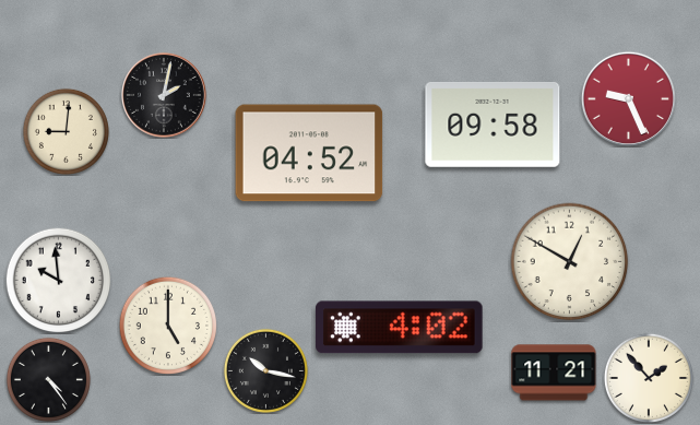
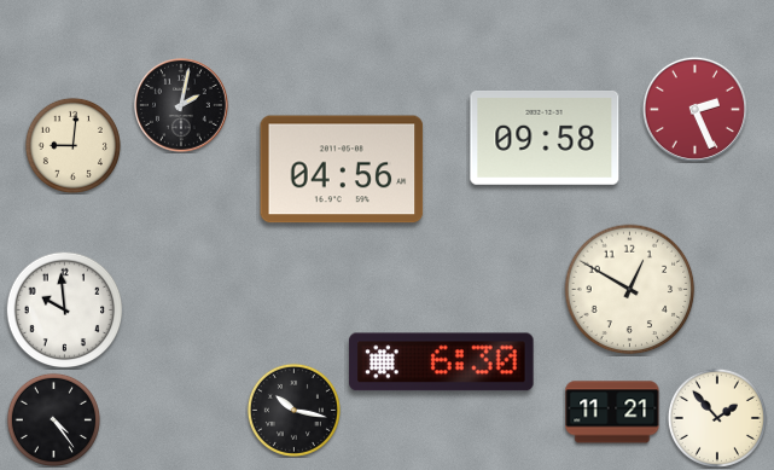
clock at (628, 98): 9:26 -> 2:26
clock at (309, 153): 04:52 -> 04:56
clock at (167, 324): 5:00 -> none
clock at (400, 328): 4:02 -> 6:30
